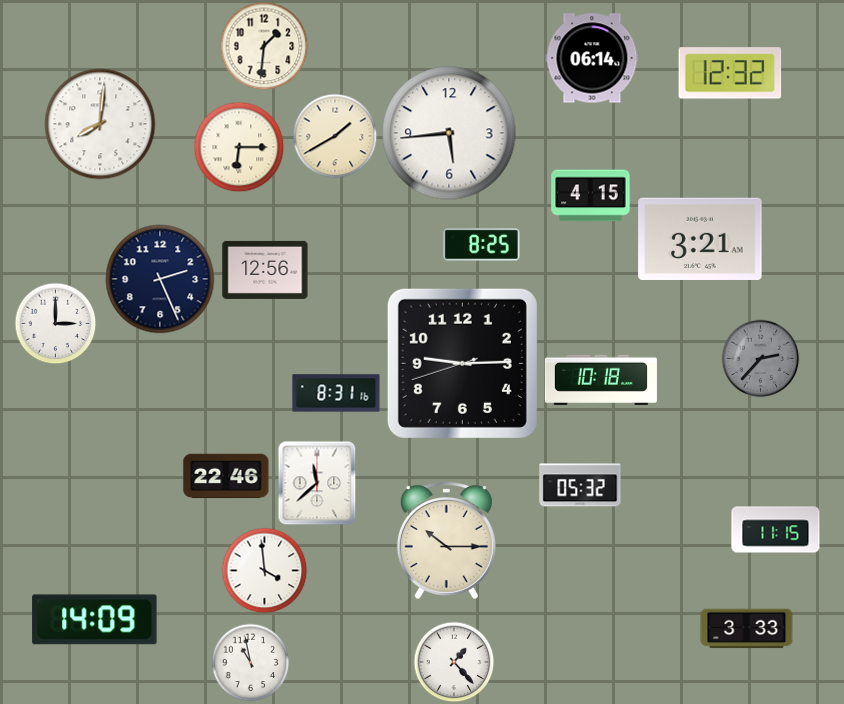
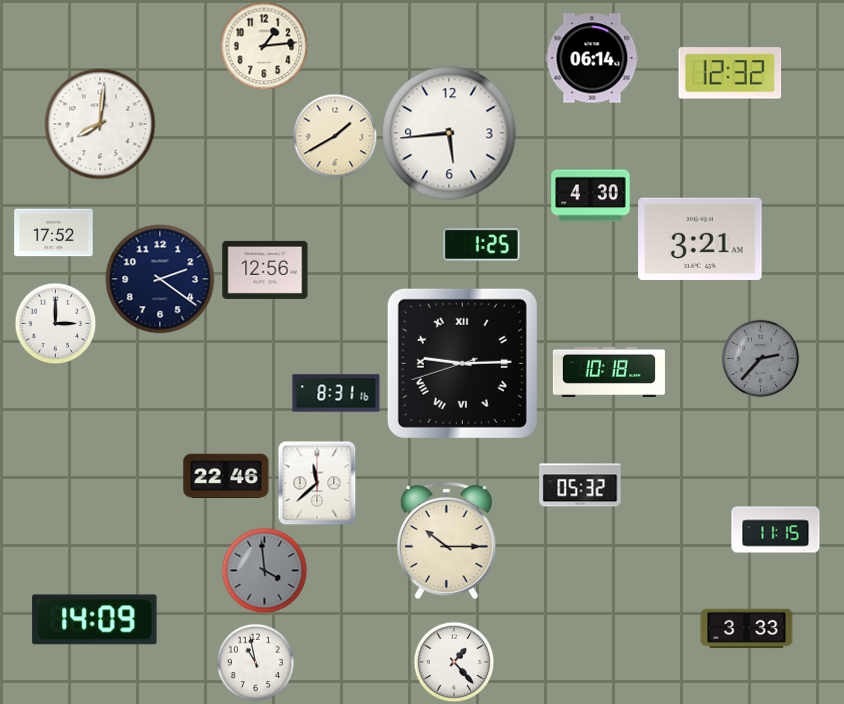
clock at (264, 46): 1:31 -> 1:14
clock at (239, 147): 6:15 -> none
clock at (591, 196): 4:15 -> 4:30
clock at (54, 233): none -> 17:52
clock at (482, 245): 8:25 -> 1:25
clock at (160, 279): 2:26 -> 2:21
clock at (462, 363) numerals: Arabic -> Roman
clock at (601, 380) position: (601, 380) -> (609, 372)
clock at (264, 570) dial: white -> grey
clock at (250, 662) position: (250, 662) -> (255, 662)
